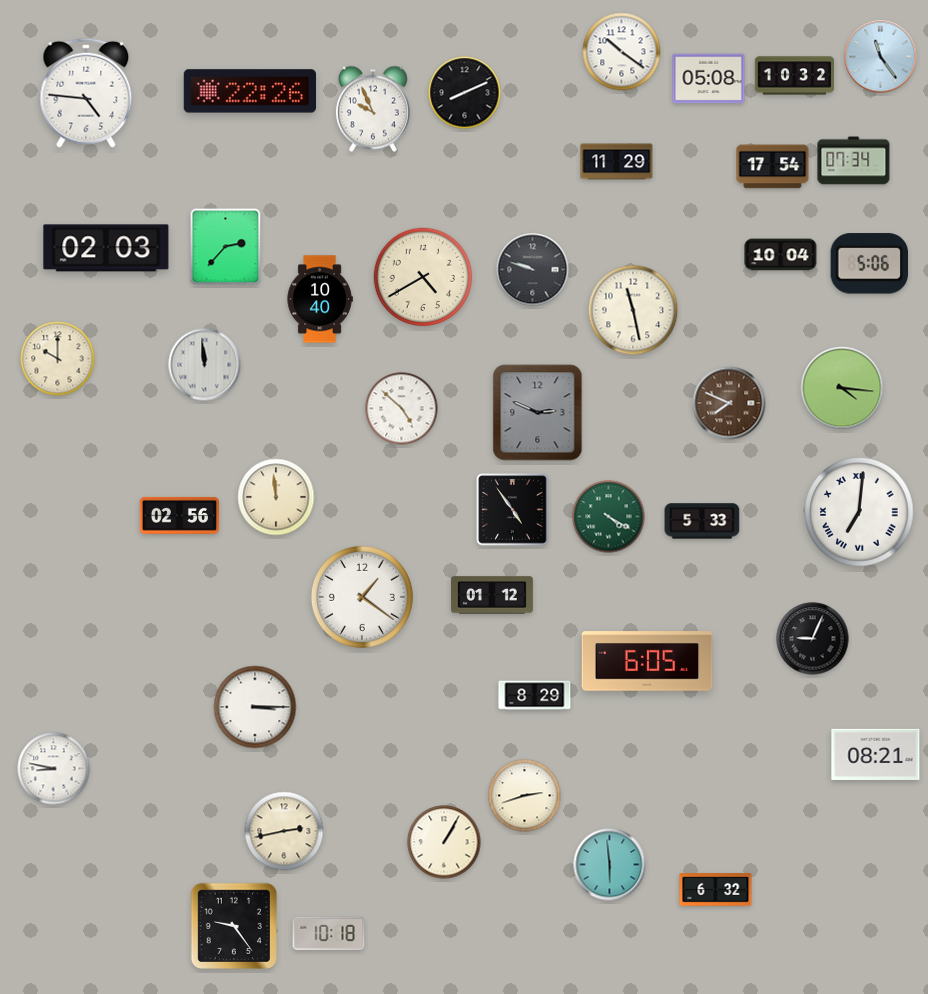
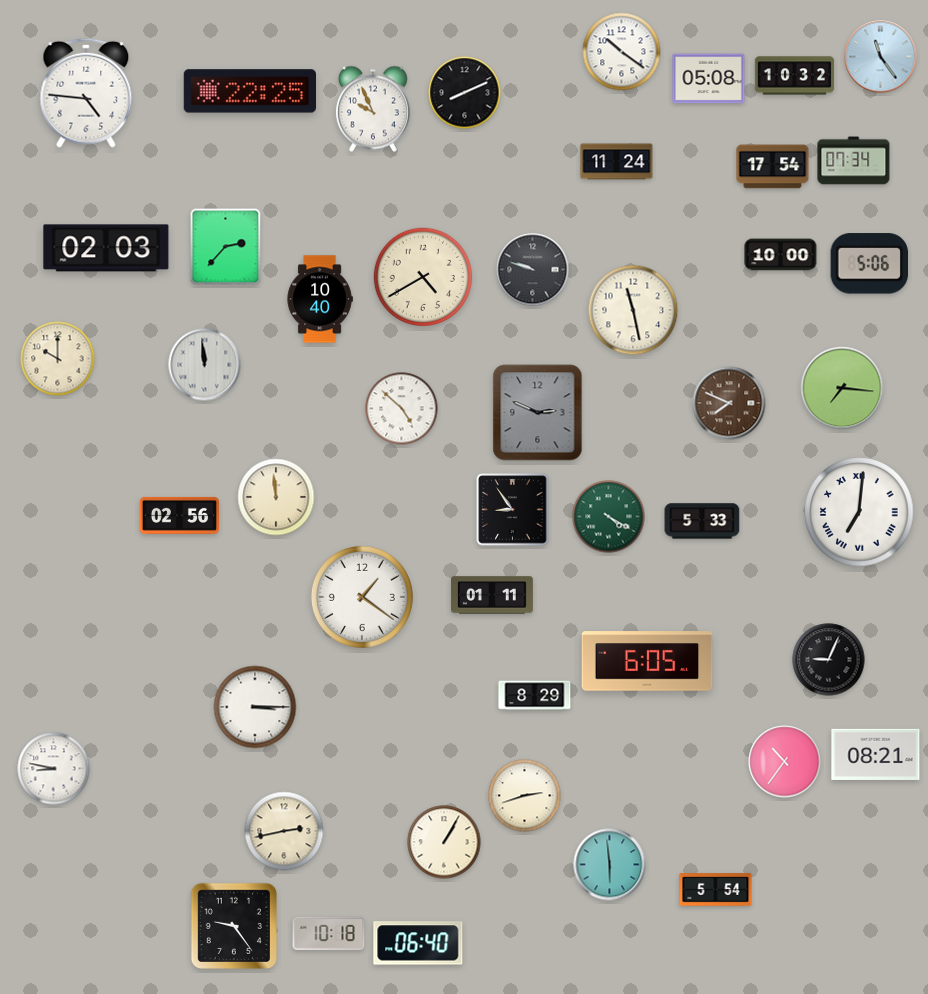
clock at (249, 91): 22:26 -> 22:25
clock at (617, 162): 11:29 -> 11:24
clock at (781, 255): 10:04 -> 10:00
clock at (842, 388): 4:16 -> 7:16
clock at (513, 510): 4:54 -> 8:54
clock at (493, 595): 01:12 -> 01:11
clock at (813, 639) position: (813, 639) -> (829, 660)
clock at (785, 762): none -> 10:36
clock at (716, 890): 6:32 -> 5:54
clock at (418, 943): none -> 06:40
